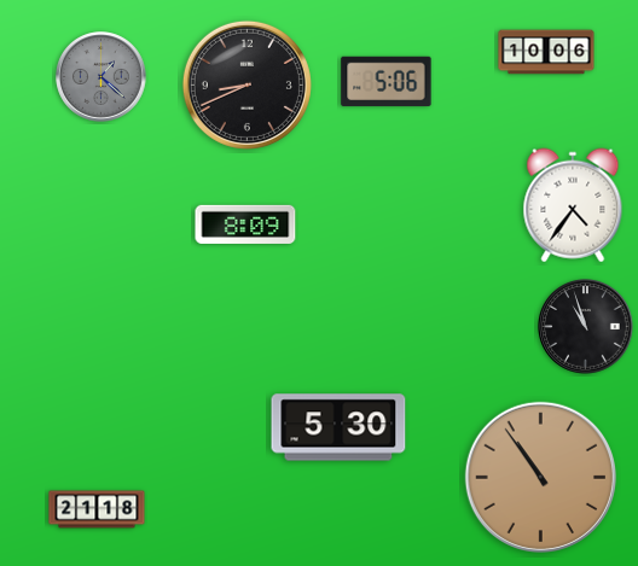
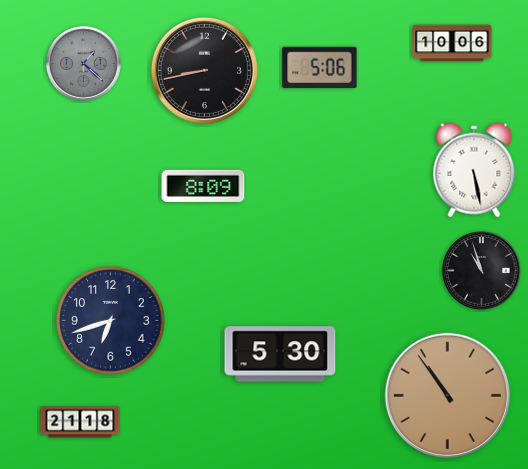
clock at (246, 84): 8:41 -> 8:43
clock at (573, 205): 4:36 -> 5:28
clock at (586, 327) position: (586, 327) -> (482, 271)
clock at (111, 321): none -> 6:42
